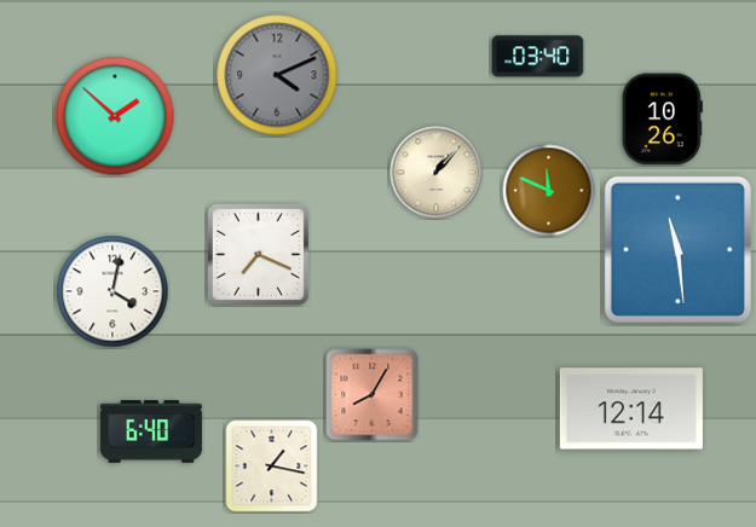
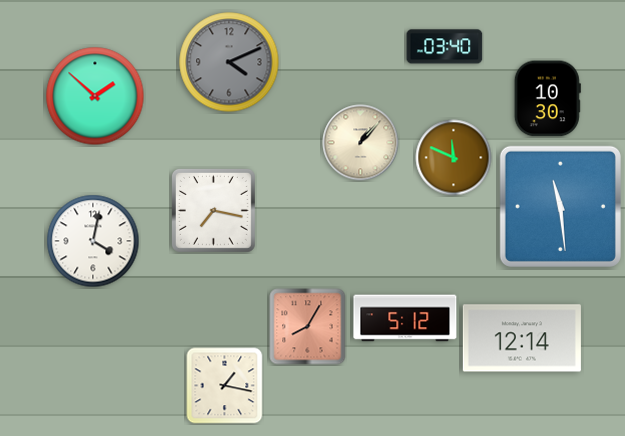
clock at (662, 120): 10:26 -> 10:30
clock at (258, 254): 7:19 -> 7:17
clock at (405, 318): none -> 5:12
clock at (151, 432): 6:40 -> none
